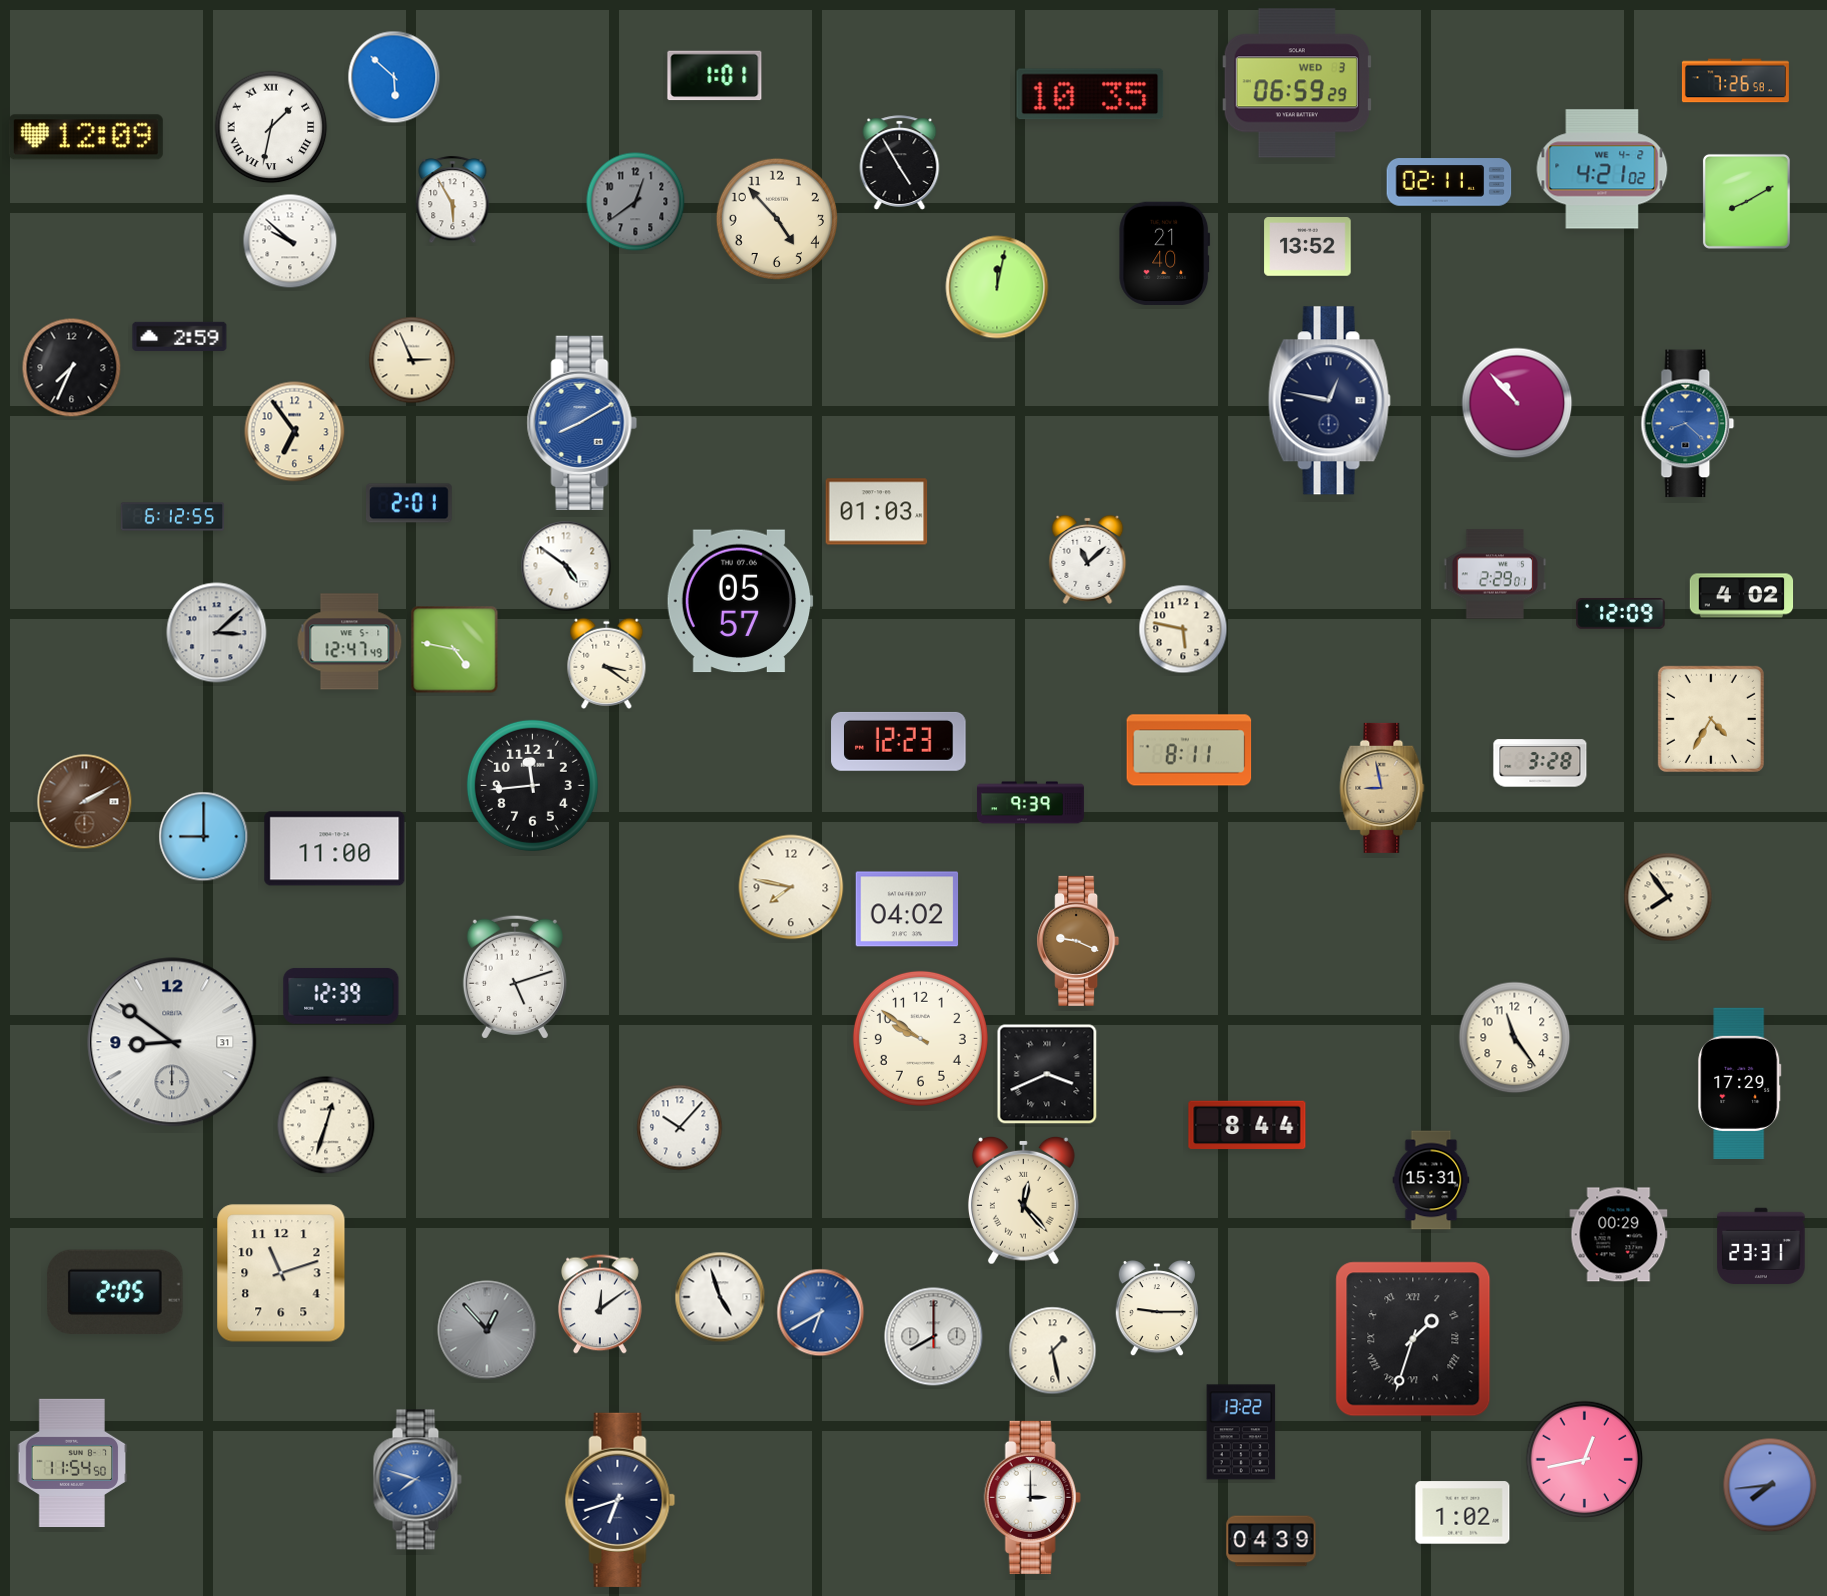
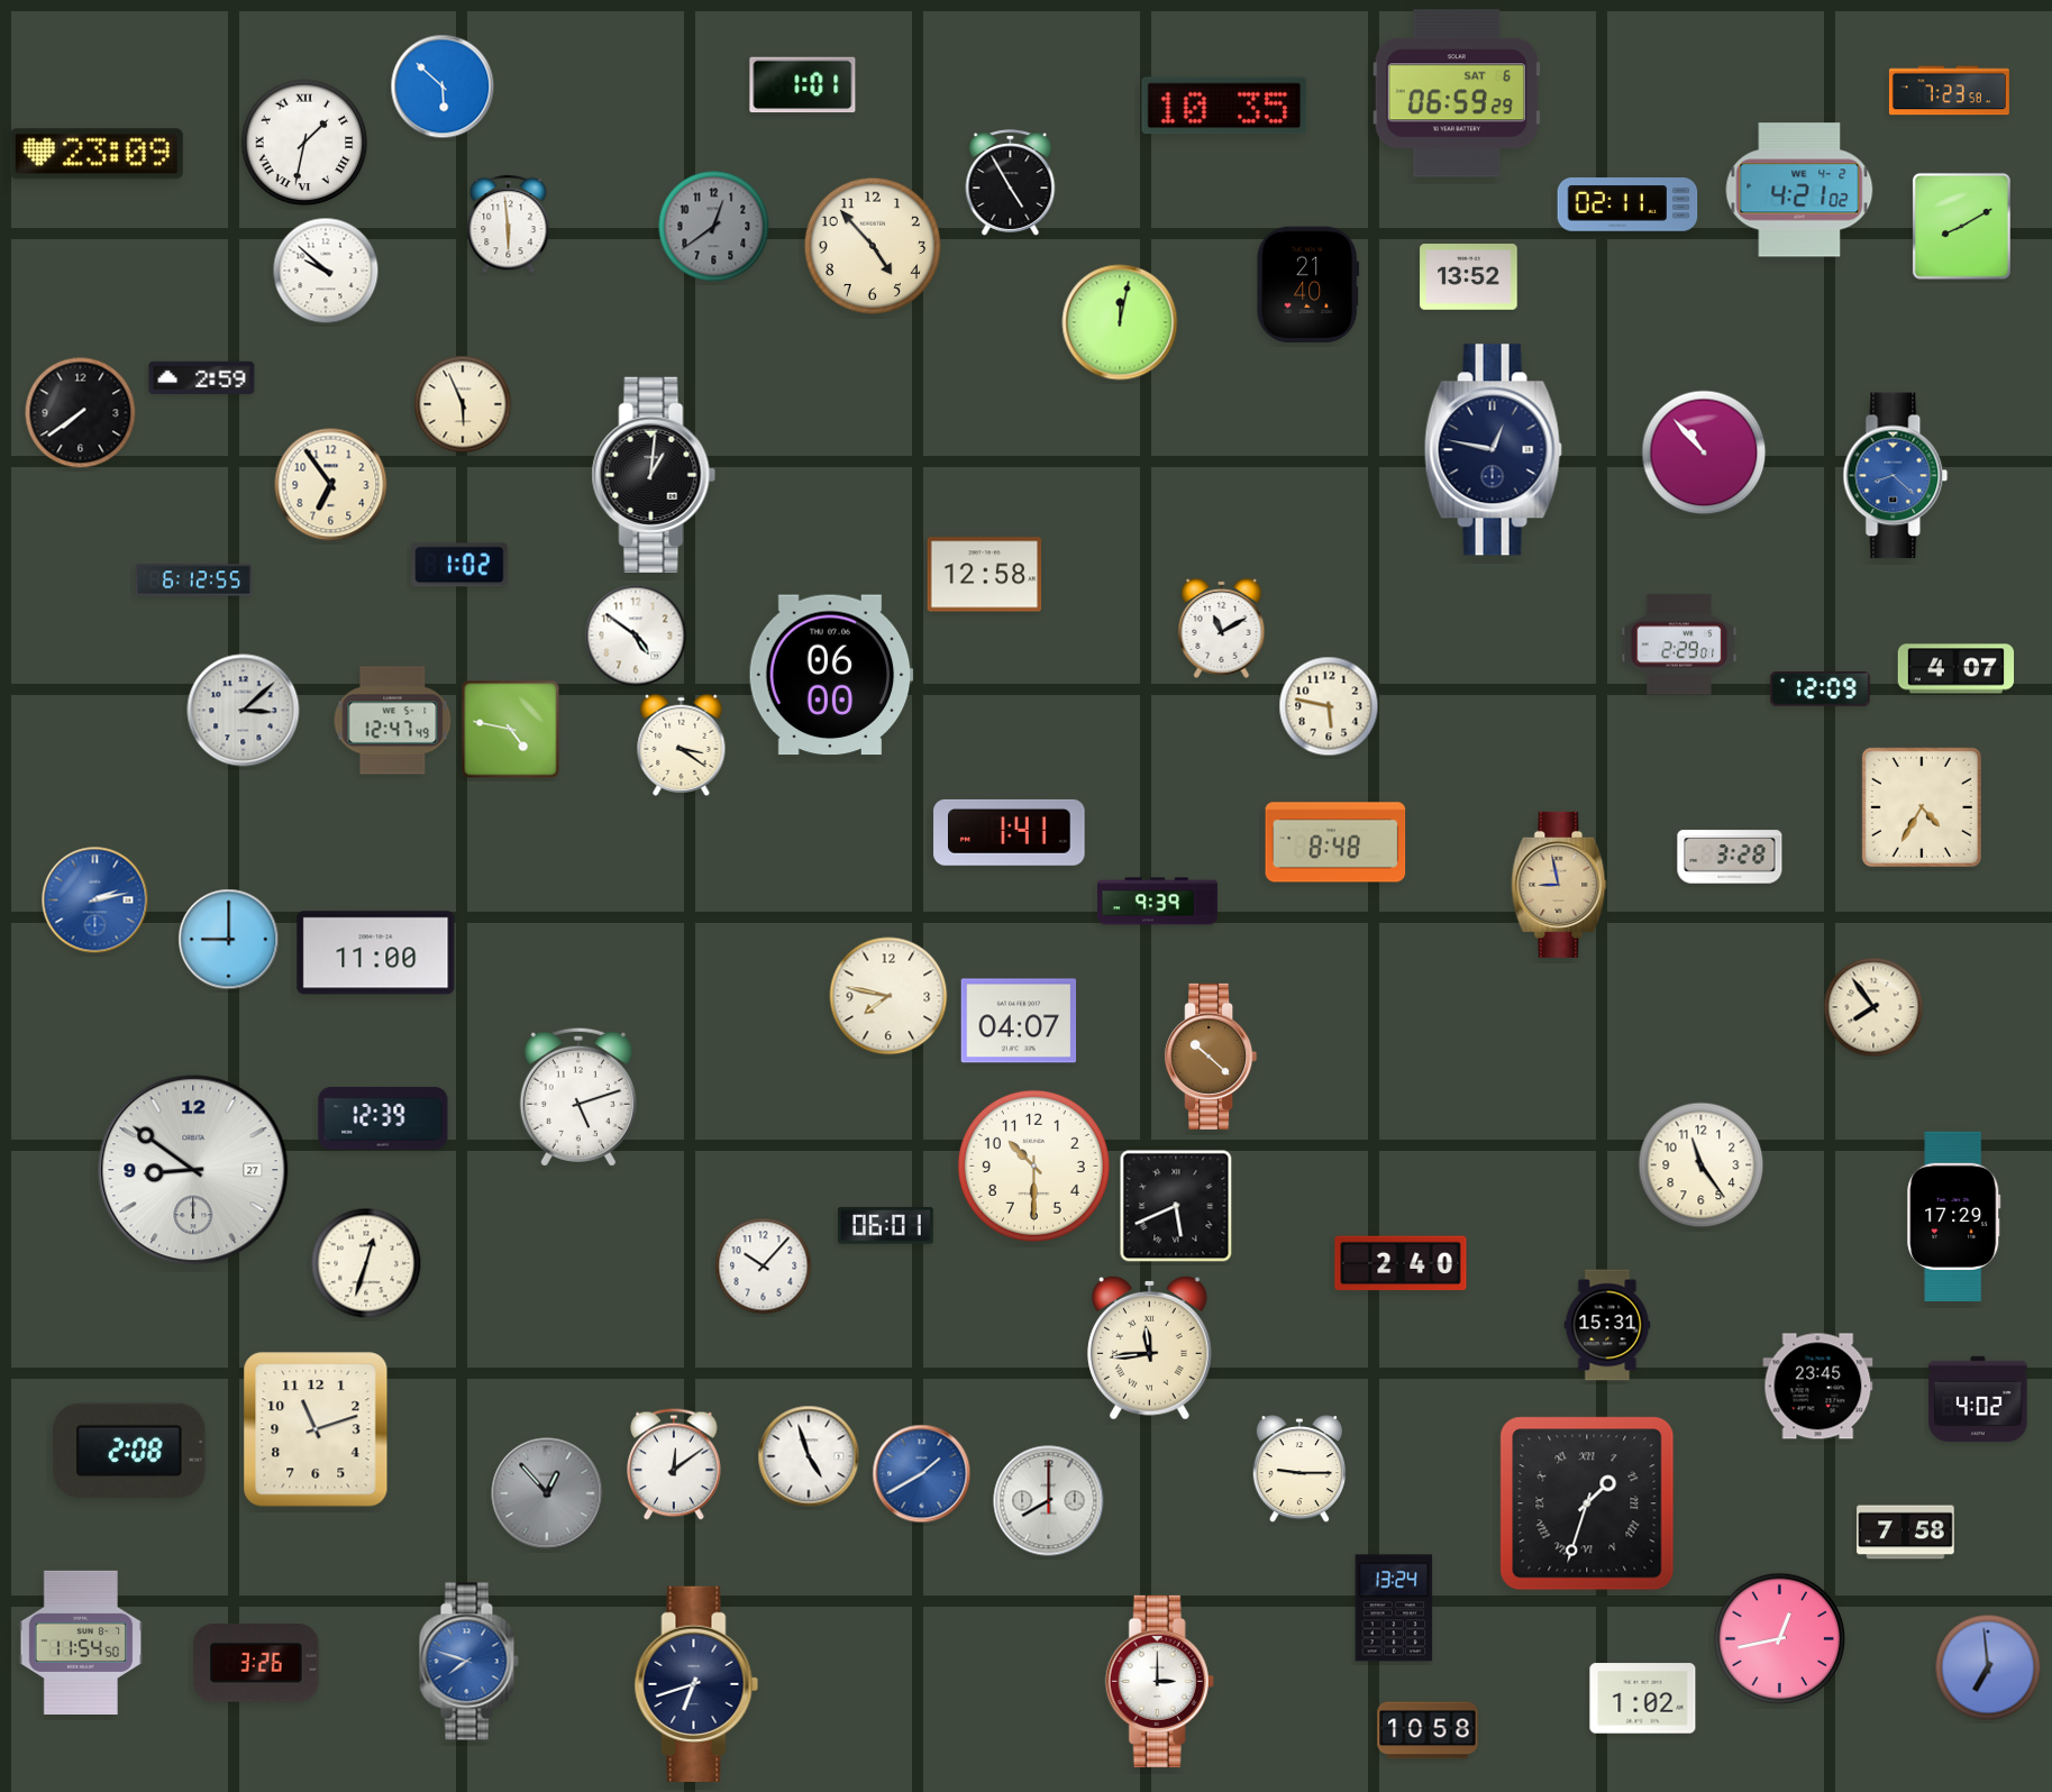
clock at (1735, 81): 7:26 -> 7:23
clock at (1297, 83) date: WED 3 -> SAT 6
clock at (86, 137): 12:09 -> 23:09
clock at (453, 200): 5:55 -> 5:59
clock at (412, 360): 2:56 -> 5:56
clock at (72, 368): 7:34 -> 7:39
clock at (582, 423): 8:10 -> 1:01
clock at (582, 423) dial: blue -> black
clock at (410, 503): 2:01 -> 1:02
clock at (877, 512): 01:03 -> 12:58
clock at (1088, 559): 11:08 -> 11:10
clock at (1742, 596): 4:02 -> 4:07
clock at (740, 601): 05:57 -> 06:00
clock at (899, 741): 12:23 -> 1:41
clock at (1189, 750): 8:11 -> 8:48
clock at (532, 785): 11:44 -> none
clock at (1382, 788) position: (1382, 788) -> (1559, 885)
clock at (85, 802): 2:10 -> 2:13
clock at (85, 802) dial: brown -> blue
clock at (907, 909): 04:02 -> 04:07
clock at (1078, 941): 9:19 -> 10:22
clock at (920, 1038): 9:51 -> 10:30
clock at (172, 1042) date: 31 -> 27
clock at (1047, 1074): 3:41 -> 5:41
clock at (885, 1226): none -> 06:01
clock at (1247, 1125): 8:44 -> 2:40
clock at (1023, 1200): 12:23 -> 11:44
clock at (1619, 1235): 00:29 -> 23:45
clock at (1761, 1246): 23:31 -> 4:02
clock at (115, 1291): 2:05 -> 2:08
clock at (821, 1313): 6:40 -> 1:40
clock at (1053, 1351): 1:28 -> none
clock at (1906, 1533): none -> 7:58
clock at (1241, 1432): 13:22 -> 13:24
clock at (256, 1663): none -> 3:26
clock at (1770, 1485): 7:44 -> 6:59
clock at (1271, 1541): 04:39 -> 10:58
